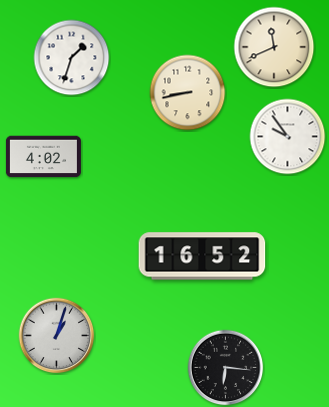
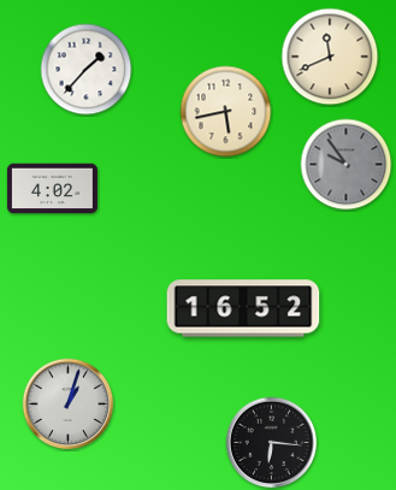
clock at (72, 58): 1:33 -> 1:37
clock at (188, 93): 8:43 -> 5:43
clock at (288, 137) dial: white -> grey
